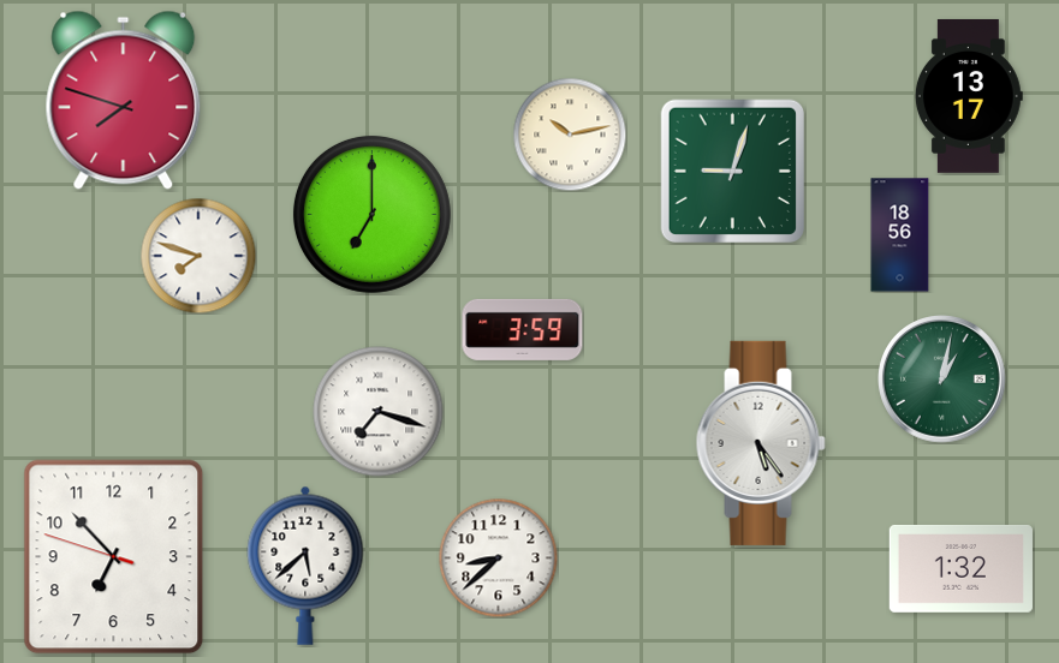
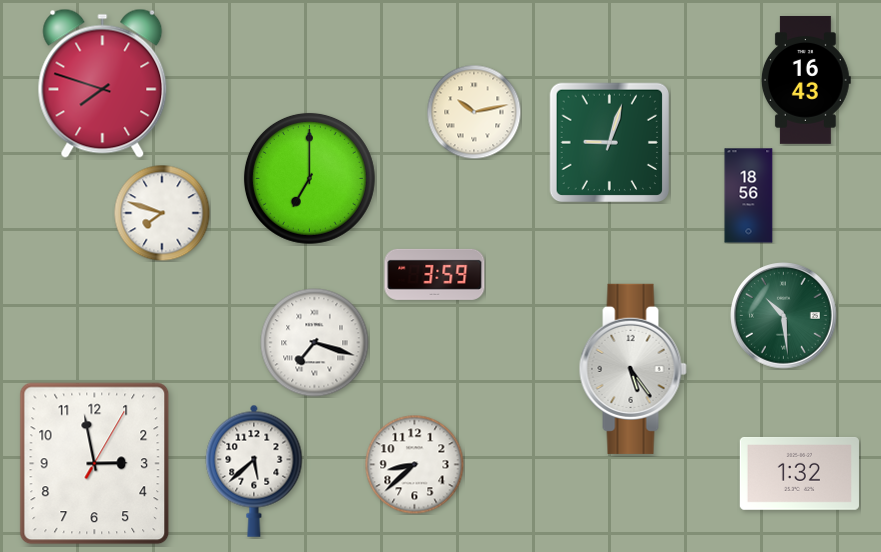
clock at (969, 96): 13:17 -> 16:43
clock at (198, 256) position: (198, 256) -> (162, 213)
clock at (942, 380): 1:02 -> 10:29
clock at (114, 557): 6:52 -> 2:58
